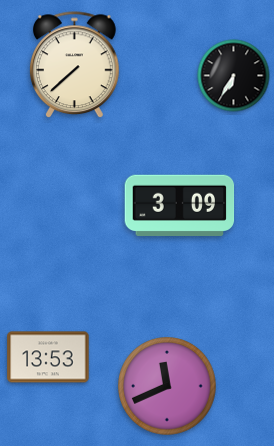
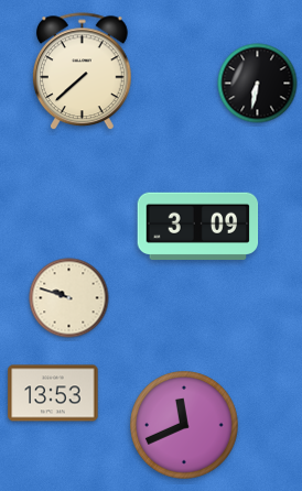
clock at (234, 76): 6:35 -> 6:32
clock at (69, 298): none -> 9:48
